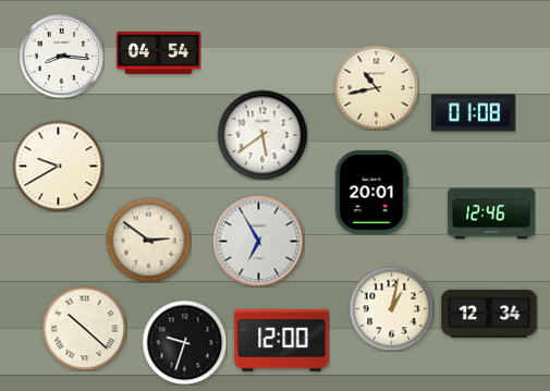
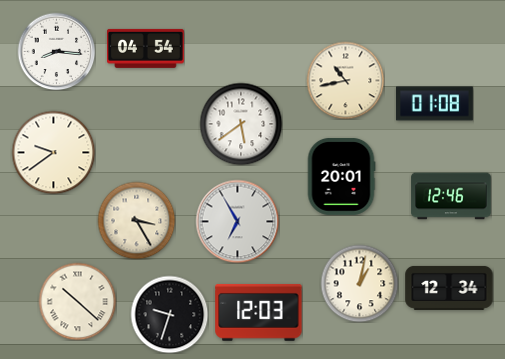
clock at (58, 166): 9:40 -> 9:39
clock at (148, 240): 2:51 -> 3:25
clock at (282, 340): 12:00 -> 12:03
